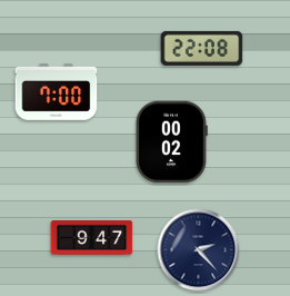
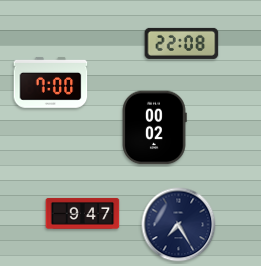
clock at (199, 250): 2:23 -> 7:25
